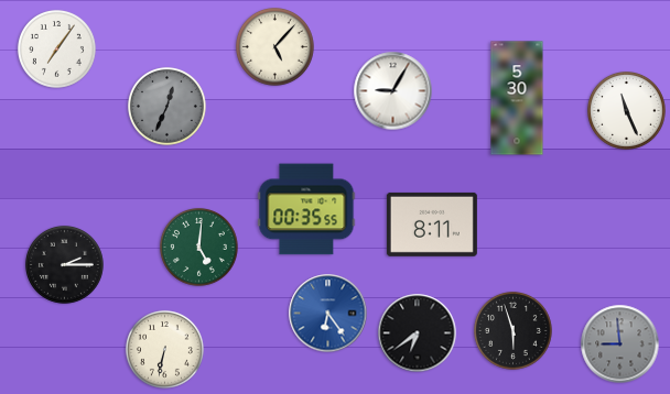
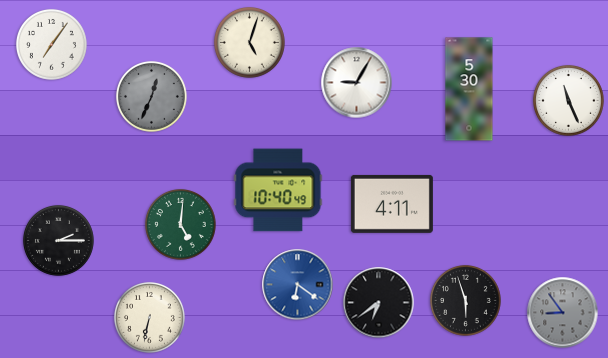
clock at (274, 46): 5:07 -> 5:03
clock at (306, 209): 00:35 -> 10:40
clock at (432, 225): 8:11 -> 4:11
clock at (328, 314): 6:24 -> 6:21
clock at (620, 344): 8:59 -> 8:54
